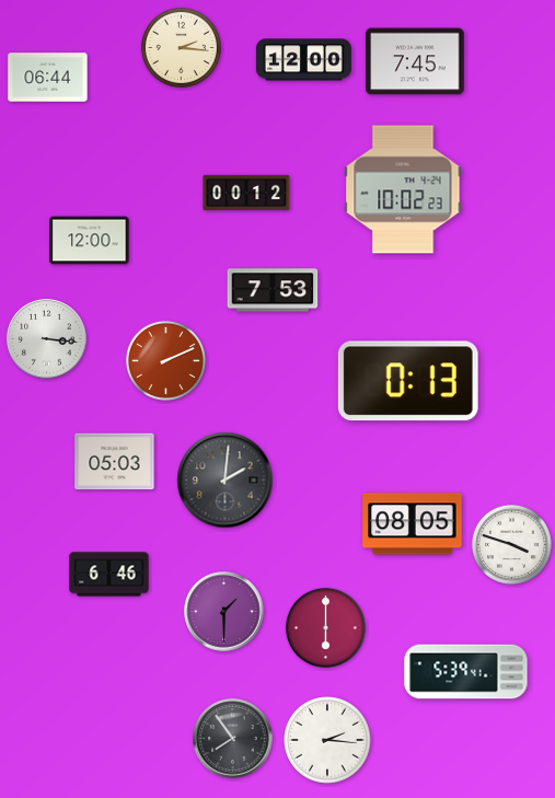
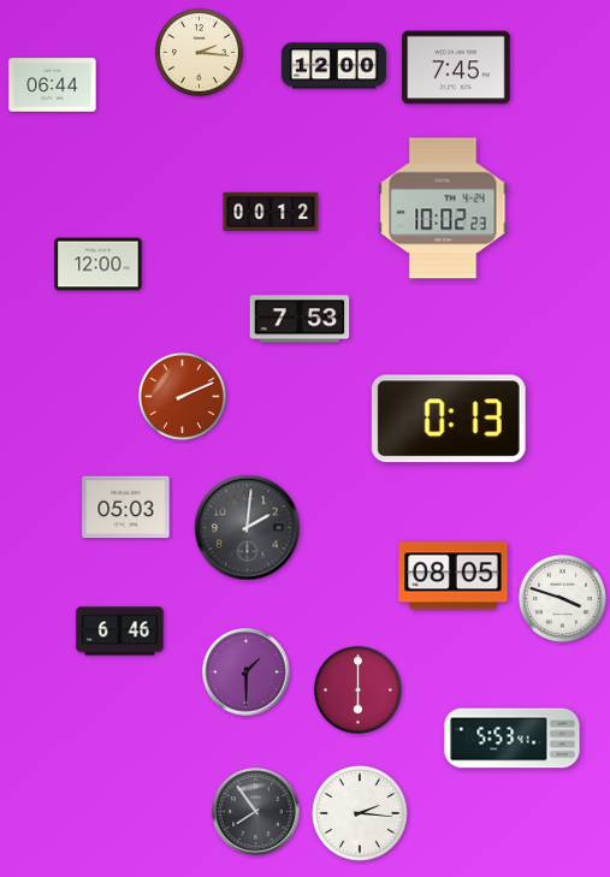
clock at (47, 339): 3:16 -> none
clock at (466, 672): 5:39 -> 5:53
